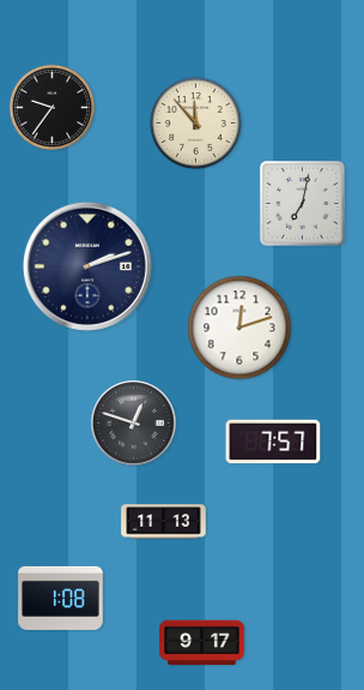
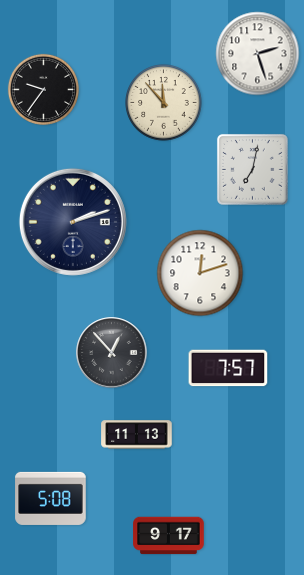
clock at (258, 54): none -> 2:27
clock at (134, 424): 12:48 -> 12:53
clock at (61, 598): 1:08 -> 5:08
